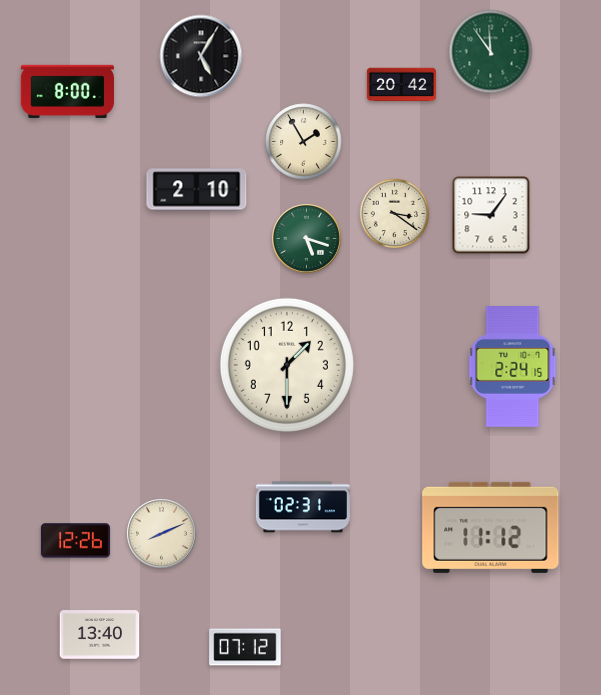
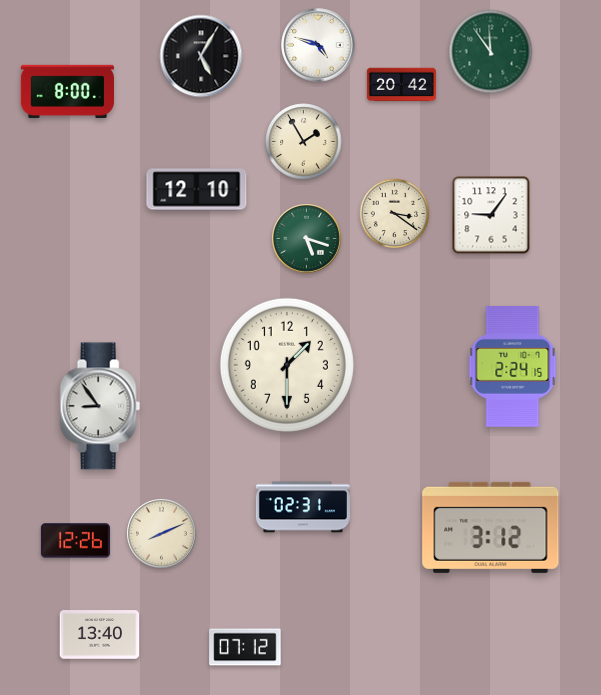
clock at (318, 45): none -> 4:48
clock at (197, 190): 2:10 -> 12:10
clock at (100, 406): none -> 8:54
clock at (491, 527): 11:12 -> 3:12
